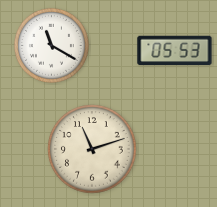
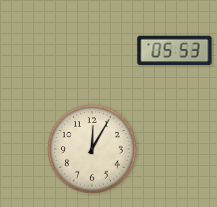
clock at (51, 45): 11:20 -> none
clock at (92, 149): 11:12 -> 12:05
